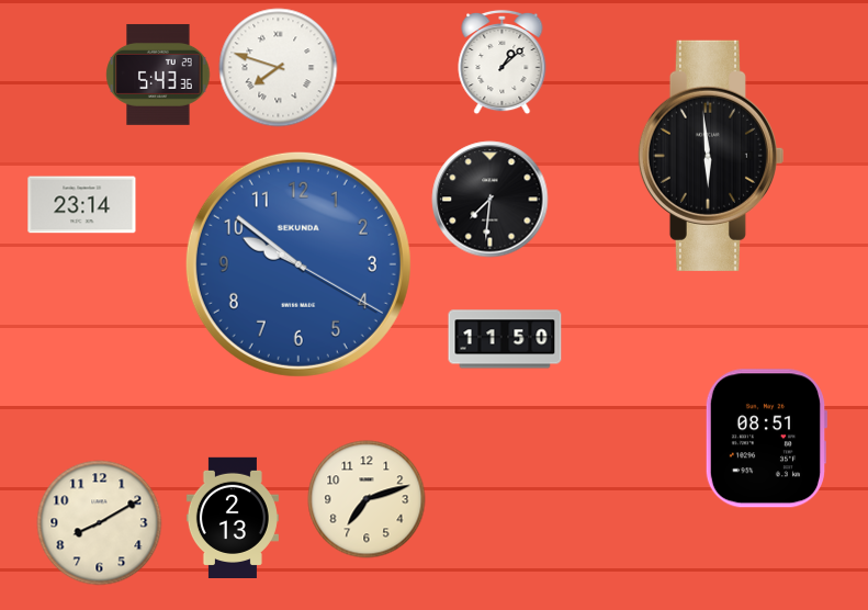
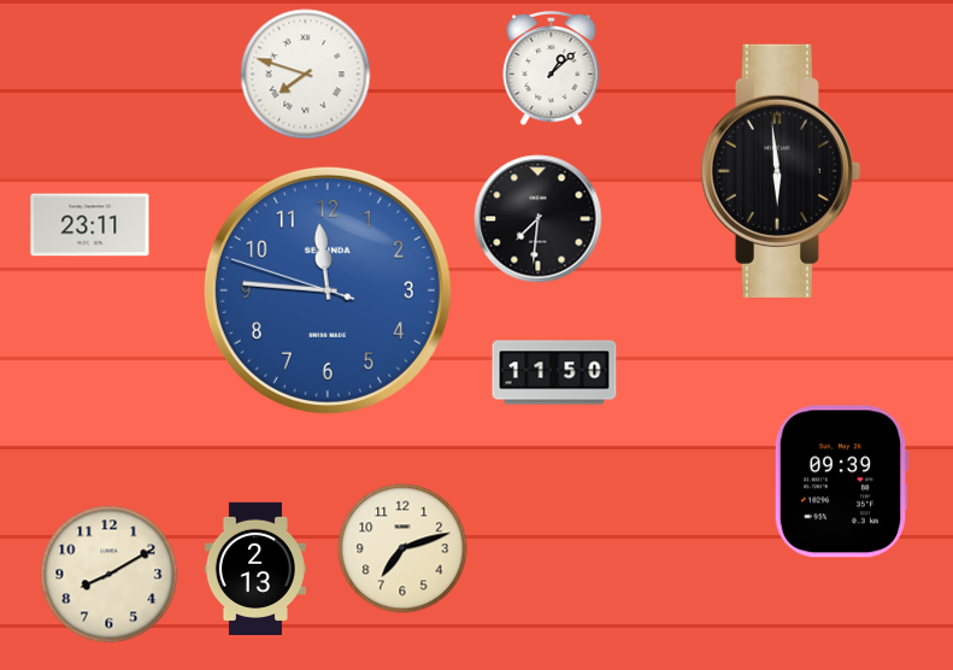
clock at (158, 75): 5:43 -> none
clock at (82, 205): 23:14 -> 23:11
clock at (298, 264): 9:51 -> 11:45
clock at (765, 439): 08:51 -> 09:39
